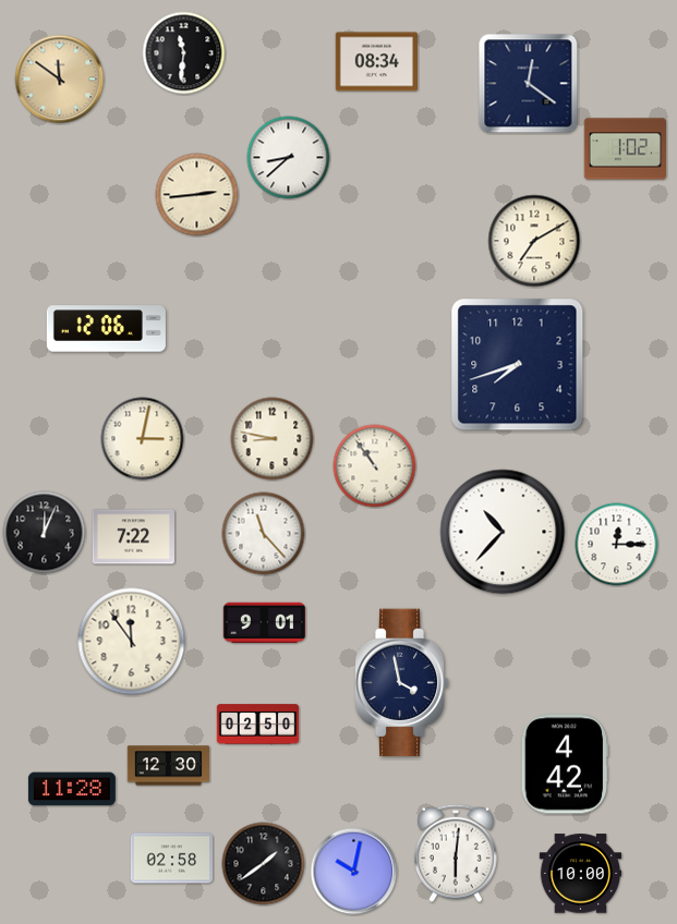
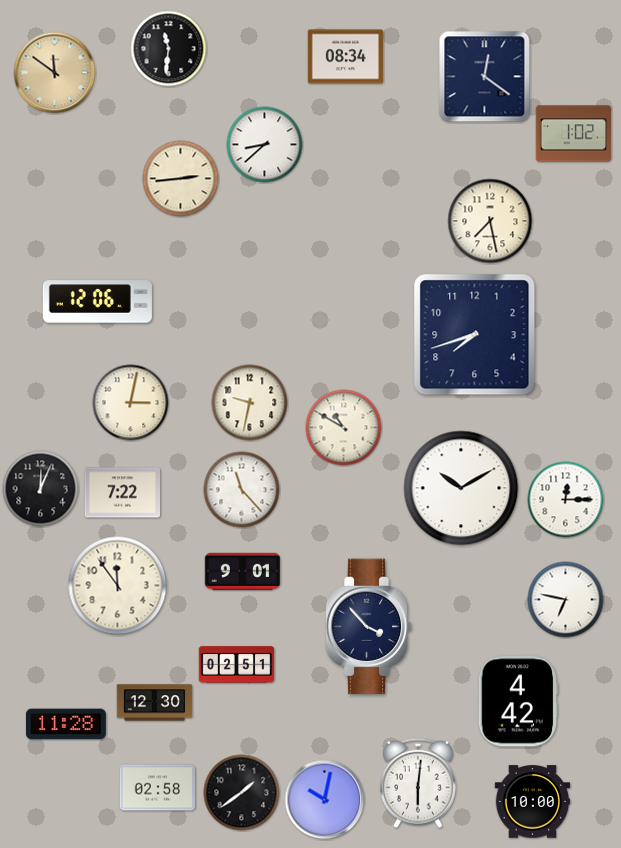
clock at (625, 149) position: (625, 149) -> (573, 134)
clock at (534, 241): 7:10 -> 7:28
clock at (273, 439): 8:47 -> 9:32
clock at (375, 466): 10:54 -> 10:50
clock at (503, 532): 10:37 -> 10:10
clock at (132, 642) position: (132, 642) -> (118, 586)
clock at (566, 600): none -> 6:47
clock at (401, 683): 3:58 -> 3:53
clock at (258, 725): 02:50 -> 02:51
